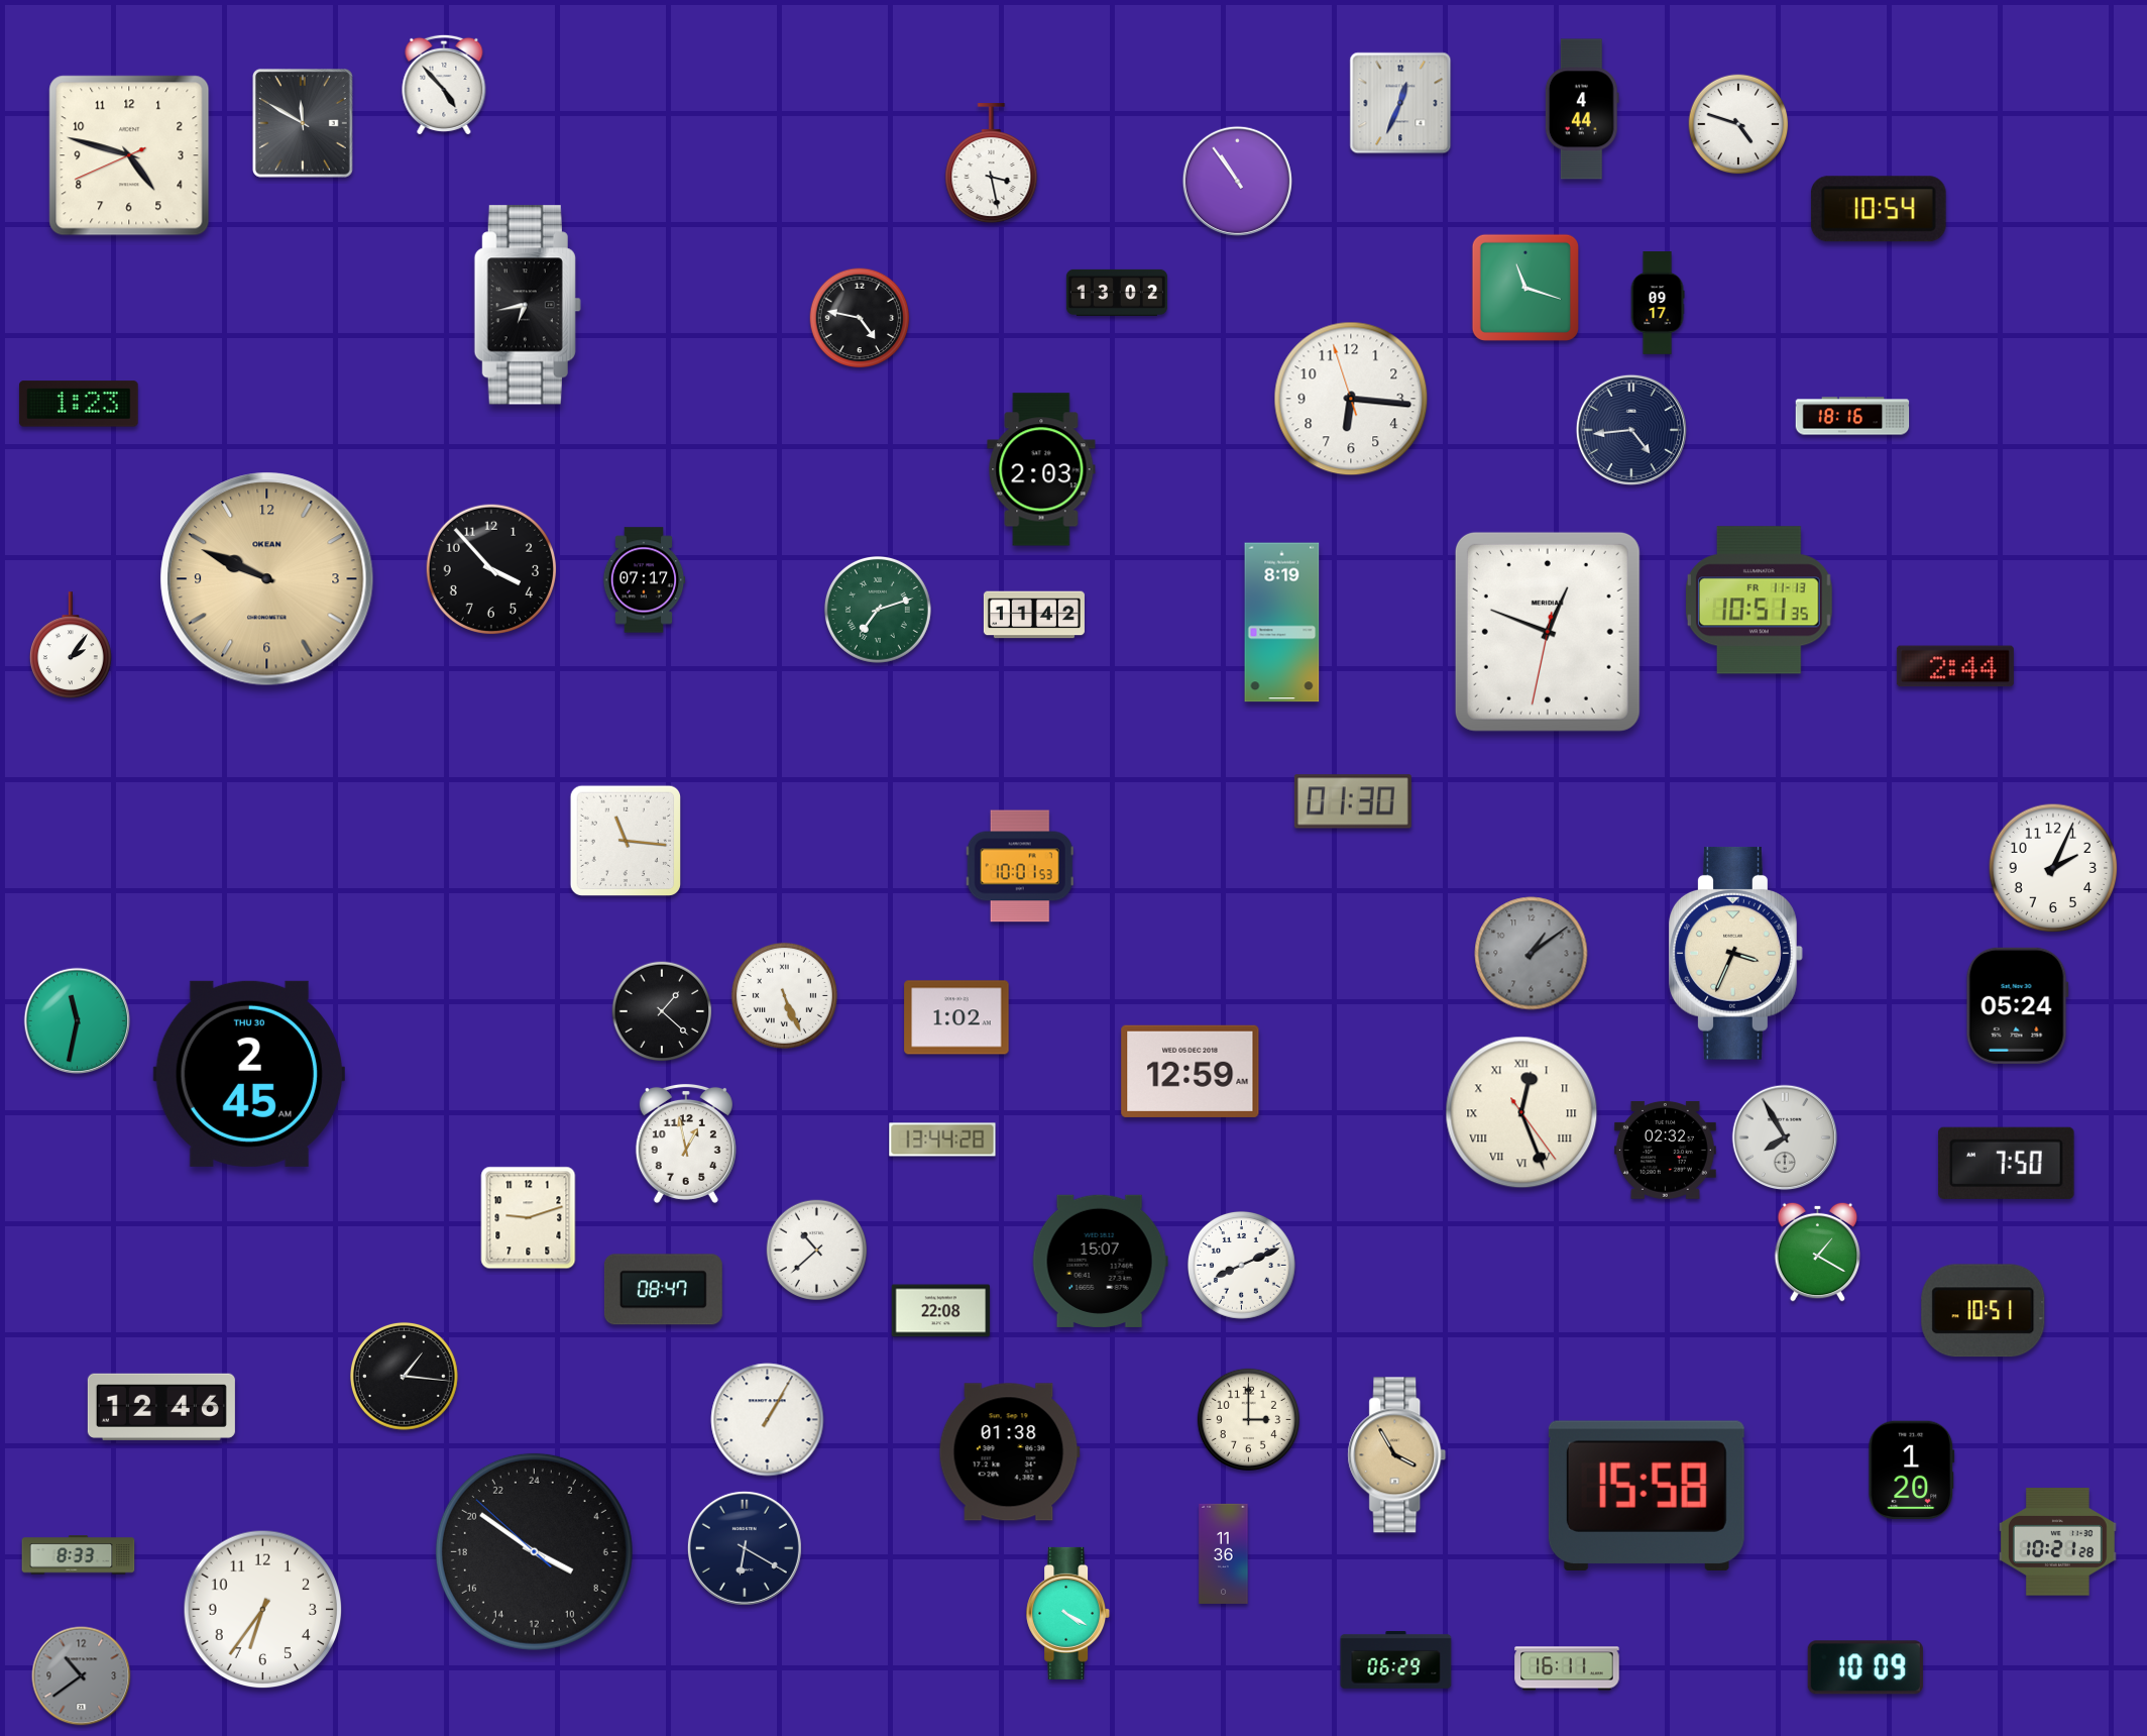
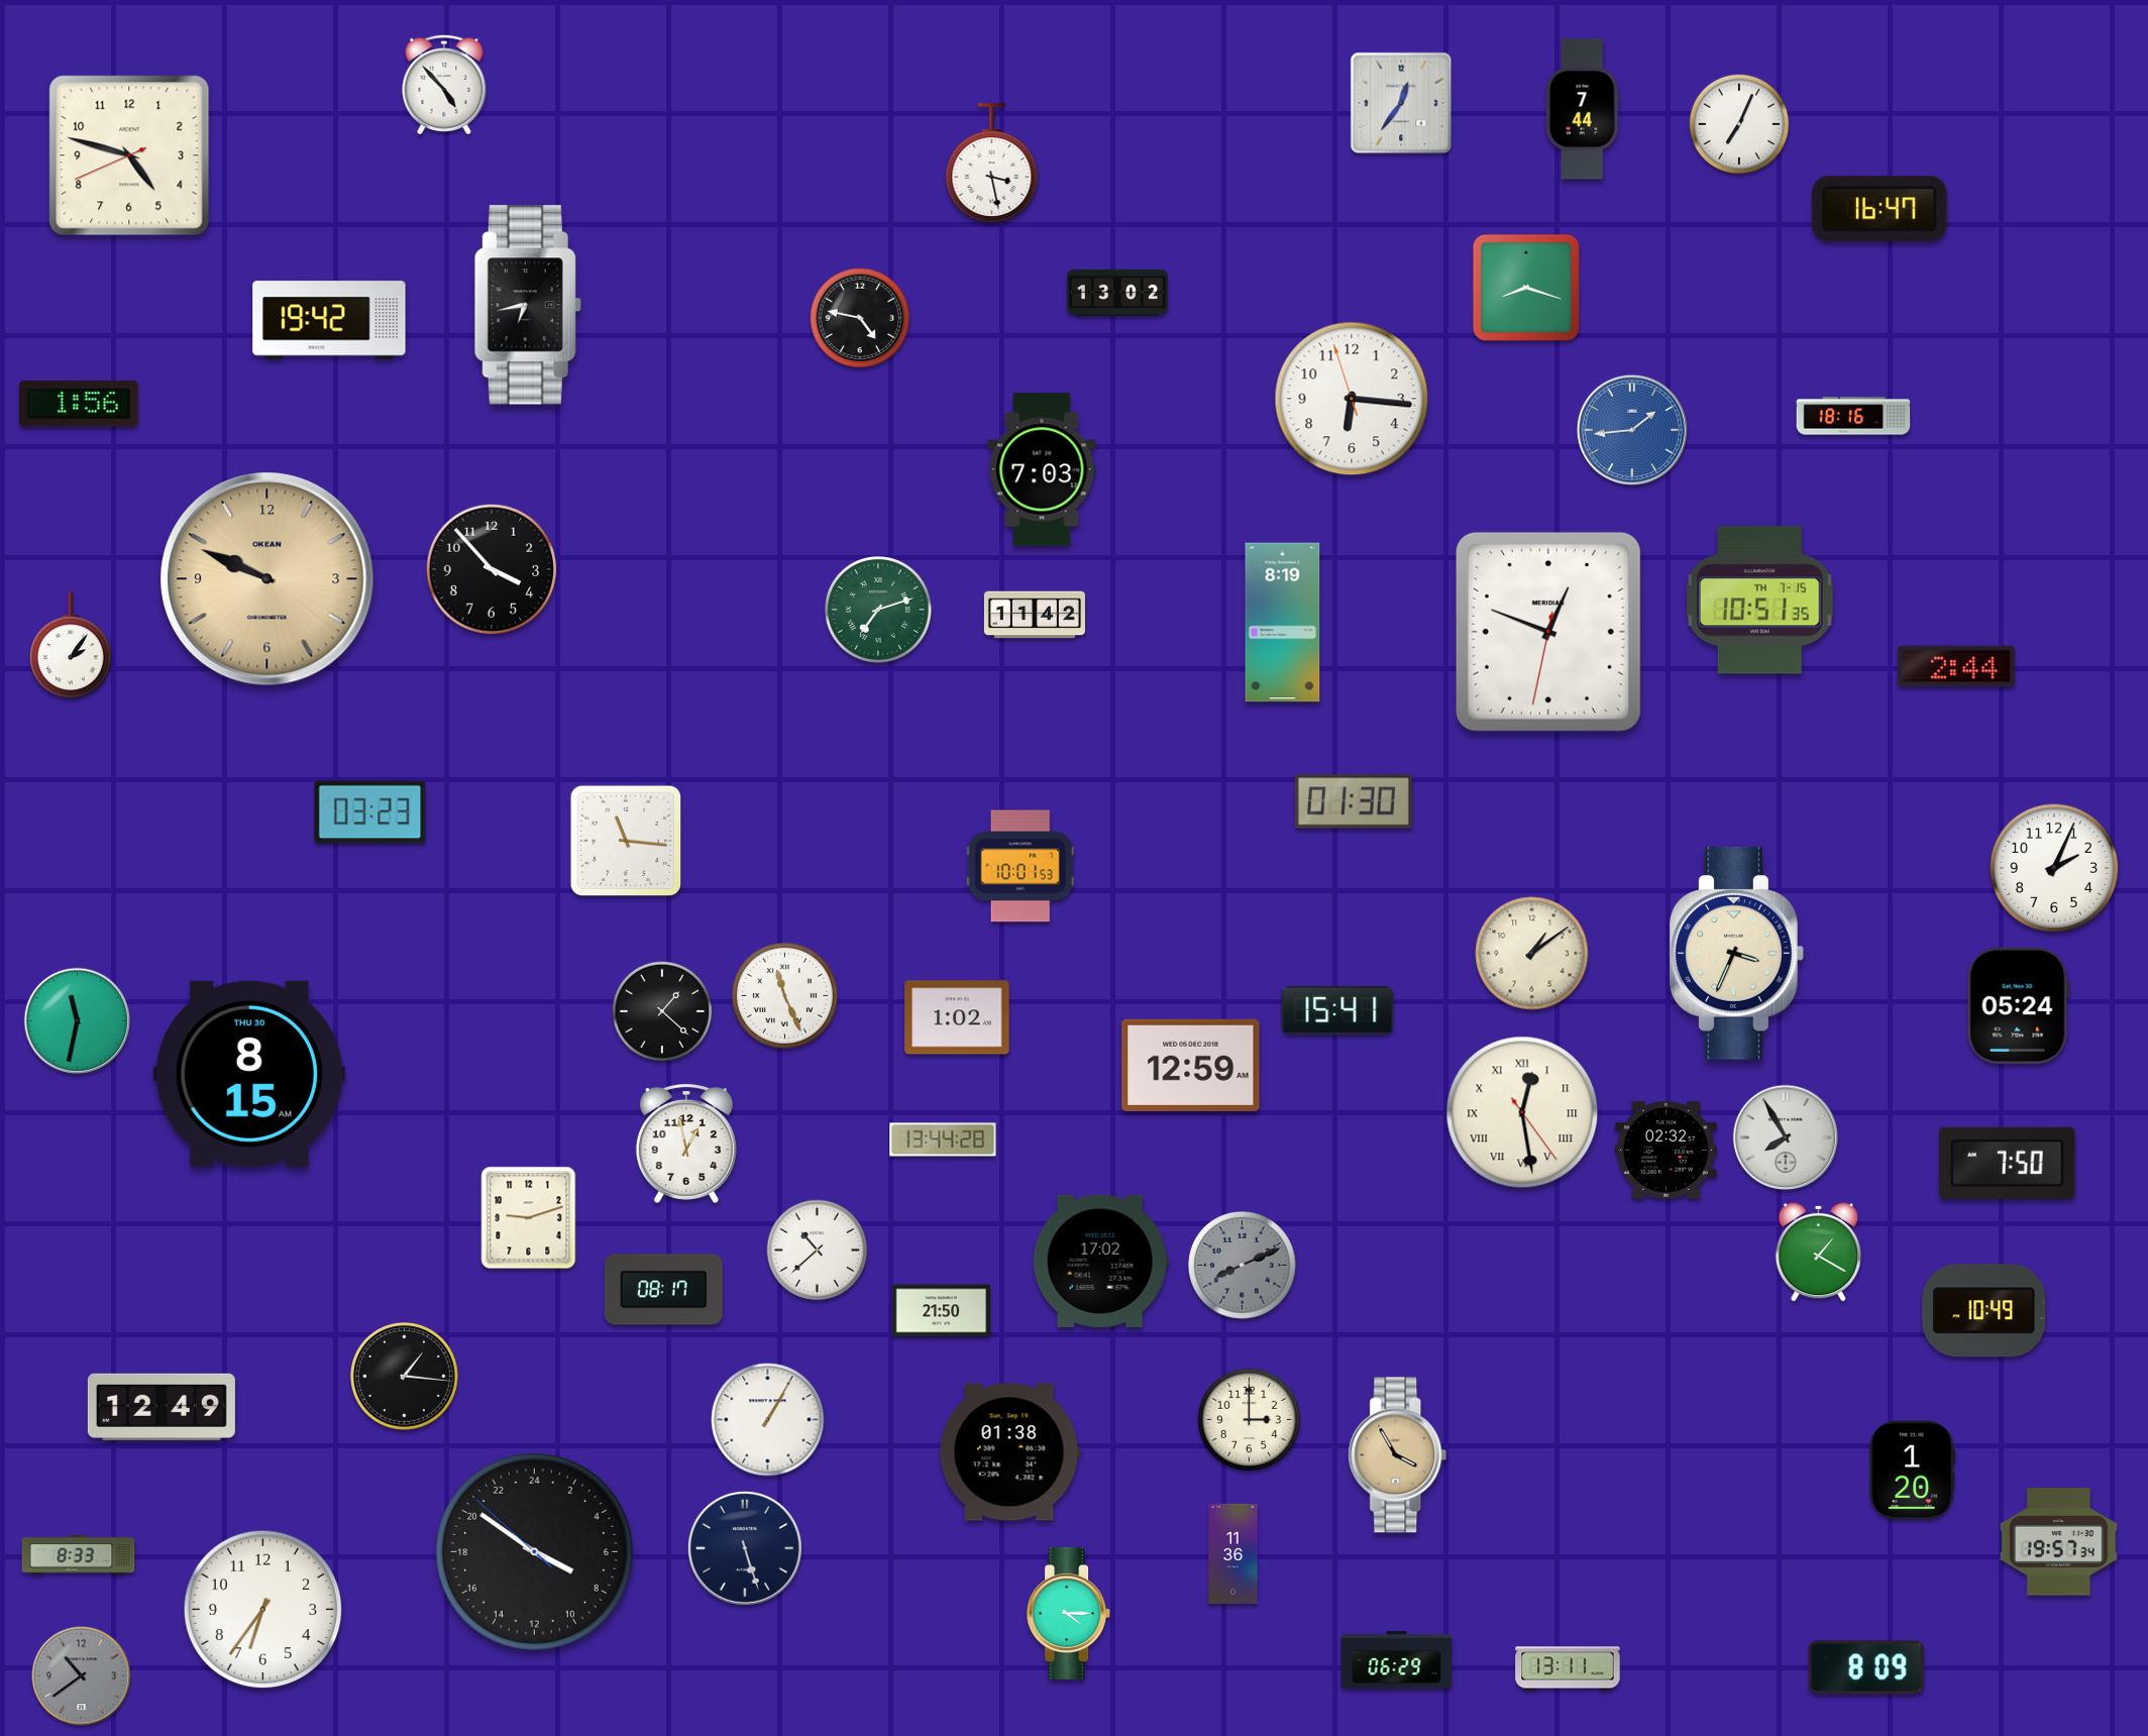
clock at (1400, 103): 12:34 -> 12:36
clock at (1582, 109): 4:44 -> 7:44
clock at (303, 123): 11:50 -> none
clock at (1738, 124): 4:48 -> 7:04
clock at (1237, 181): 10:54 -> none
clock at (1879, 209): 10:54 -> 16:47
clock at (1525, 288): 11:18 -> 8:18
clock at (1658, 303): 09:17 -> none
clock at (329, 320): none -> 19:42
clock at (79, 404): 1:23 -> 1:56
clock at (1631, 430): 4:44 -> 1:44
clock at (1631, 430) dial: navy -> blue
clock at (1041, 469): 2:03 -> 7:03
clock at (644, 580): 07:17 -> none
clock at (1759, 601) date: FR 11-13 -> TH 7-15
clock at (370, 812): none -> 03:23
clock at (1532, 954) dial: grey -> cream
clock at (784, 995): 5:26 -> 11:26
clock at (1337, 1010): none -> 15:41
clock at (1191, 1071) position: (1191, 1071) -> (1191, 1065)
clock at (249, 1074): 2:45 -> 8:15
clock at (1521, 1112): 12:26 -> 12:28
clock at (1100, 1261): 15:07 -> 17:02
clock at (1241, 1265) dial: white -> grey
clock at (663, 1290): 08:47 -> 08:17
clock at (941, 1311): 22:08 -> 21:50
clock at (1984, 1311): 10:51 -> 10:49
clock at (161, 1407): 12:46 -> 12:49
clock at (1647, 1495): 15:58 -> none
clock at (2057, 1542): 10:21 -> 19:57
clock at (745, 1548): 6:20 -> 5:27
clock at (1224, 1553) position: (1224, 1553) -> (1233, 1553)
clock at (1068, 1613): 4:20 -> 4:15
clock at (1866, 1667): 10:09 -> 8:09
clock at (1567, 1668): 16:11 -> 13:11
